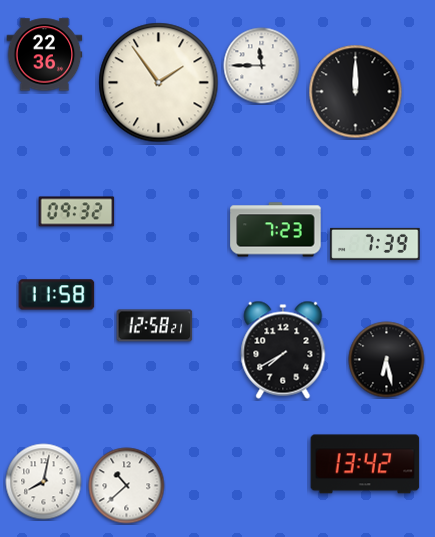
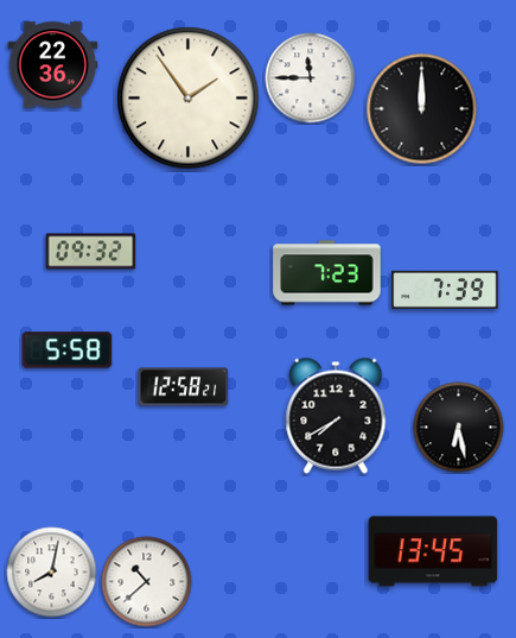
clock at (57, 295): 11:58 -> 5:58
clock at (365, 464): 13:42 -> 13:45
clock at (127, 486) position: (127, 486) -> (147, 582)
